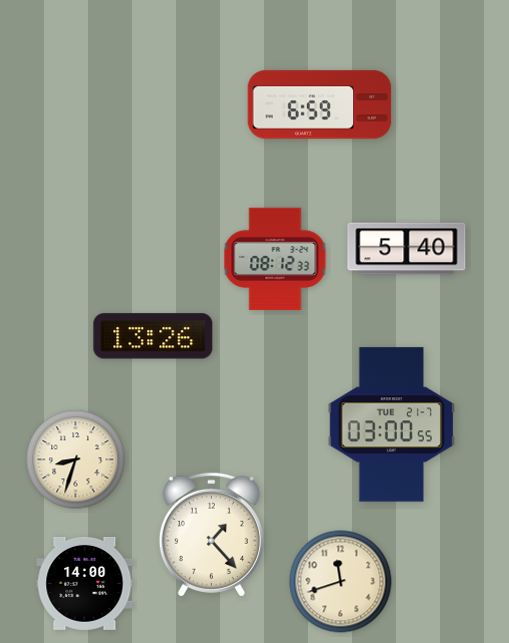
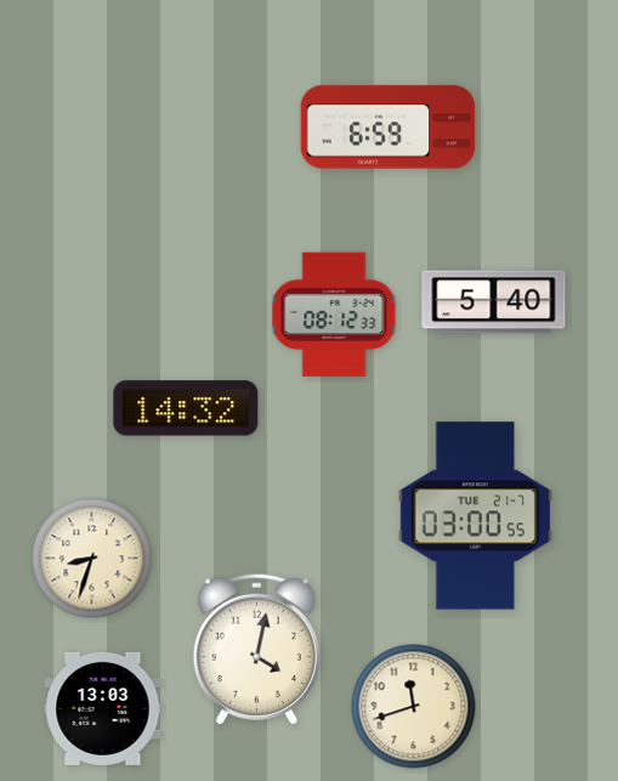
clock at (153, 336): 13:26 -> 14:32
clock at (211, 534): 1:23 -> 4:02
clock at (85, 583): 14:00 -> 13:03
